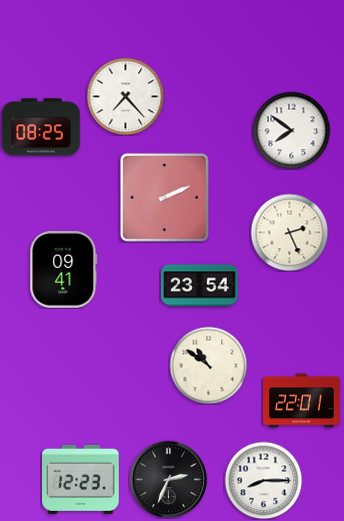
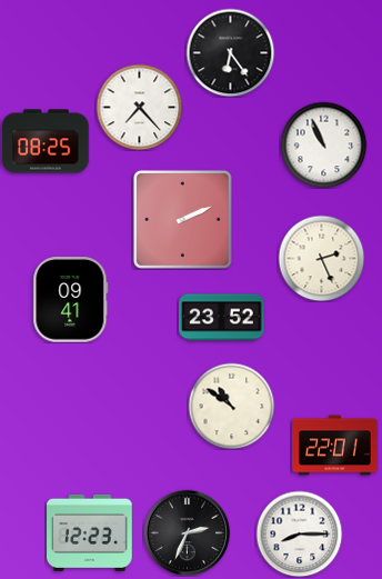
clock at (230, 52): none -> 6:24
clock at (291, 130): 7:51 -> 10:56
clock at (200, 286): 23:54 -> 23:52
clock at (263, 480) position: (263, 480) -> (299, 533)
